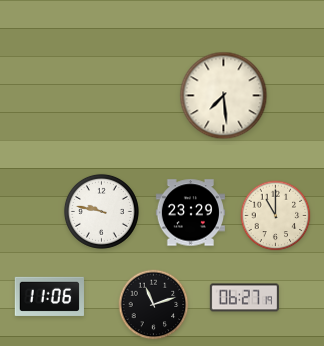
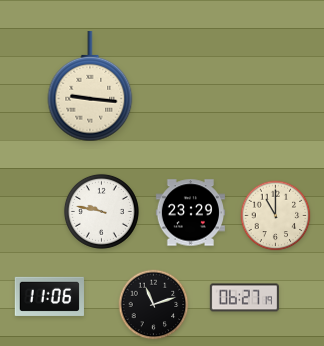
clock at (90, 87): none -> 9:16
clock at (224, 96): 7:29 -> none
